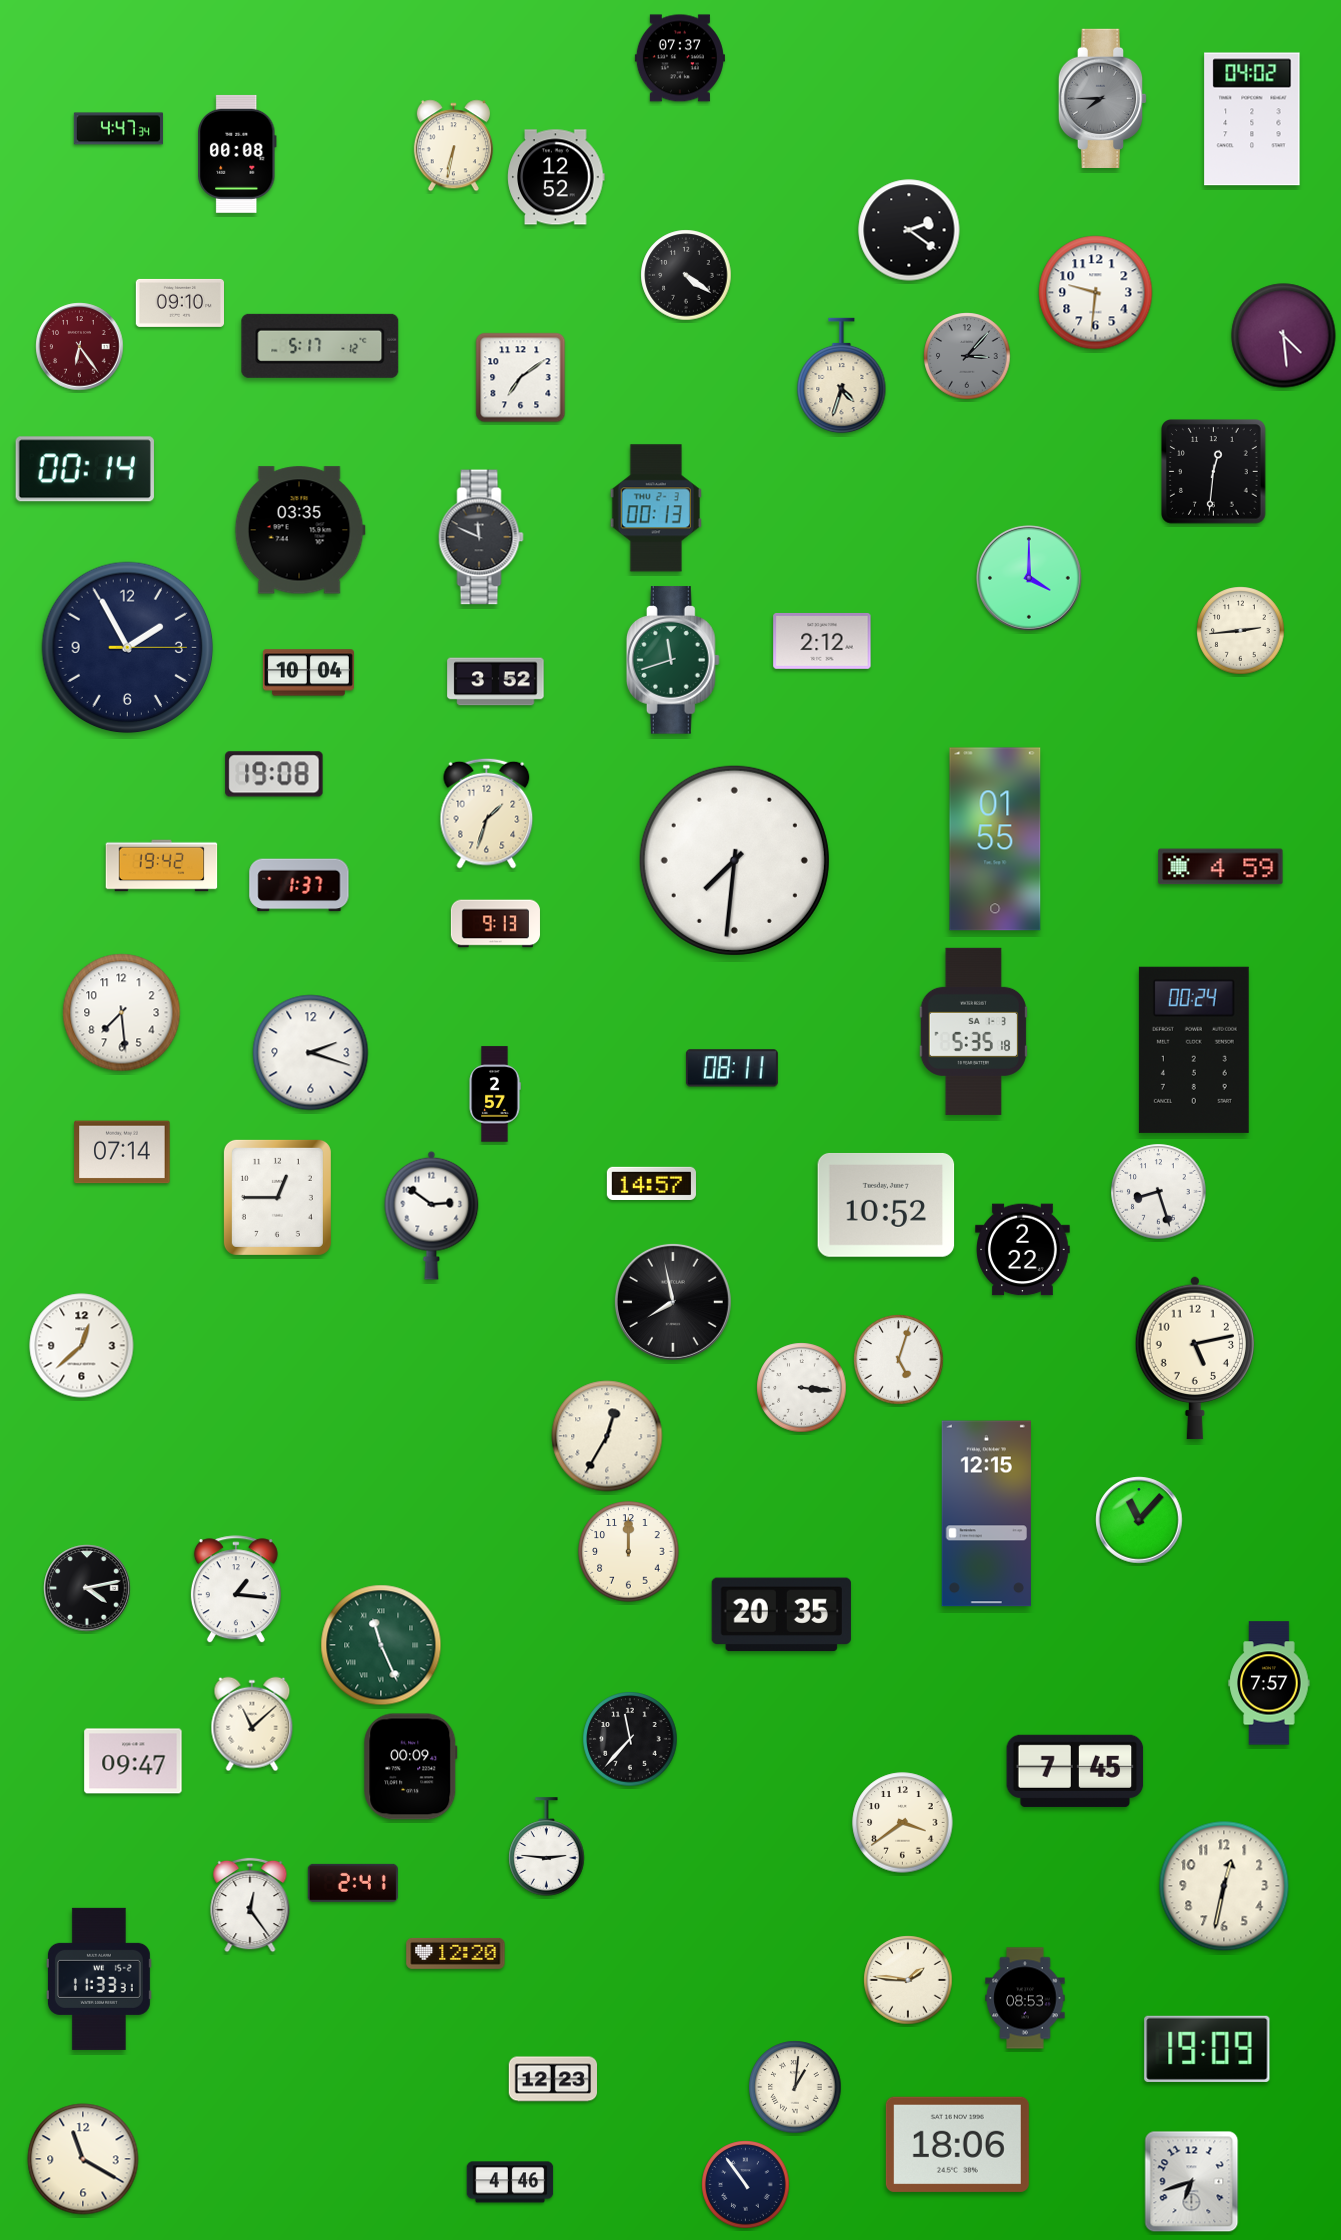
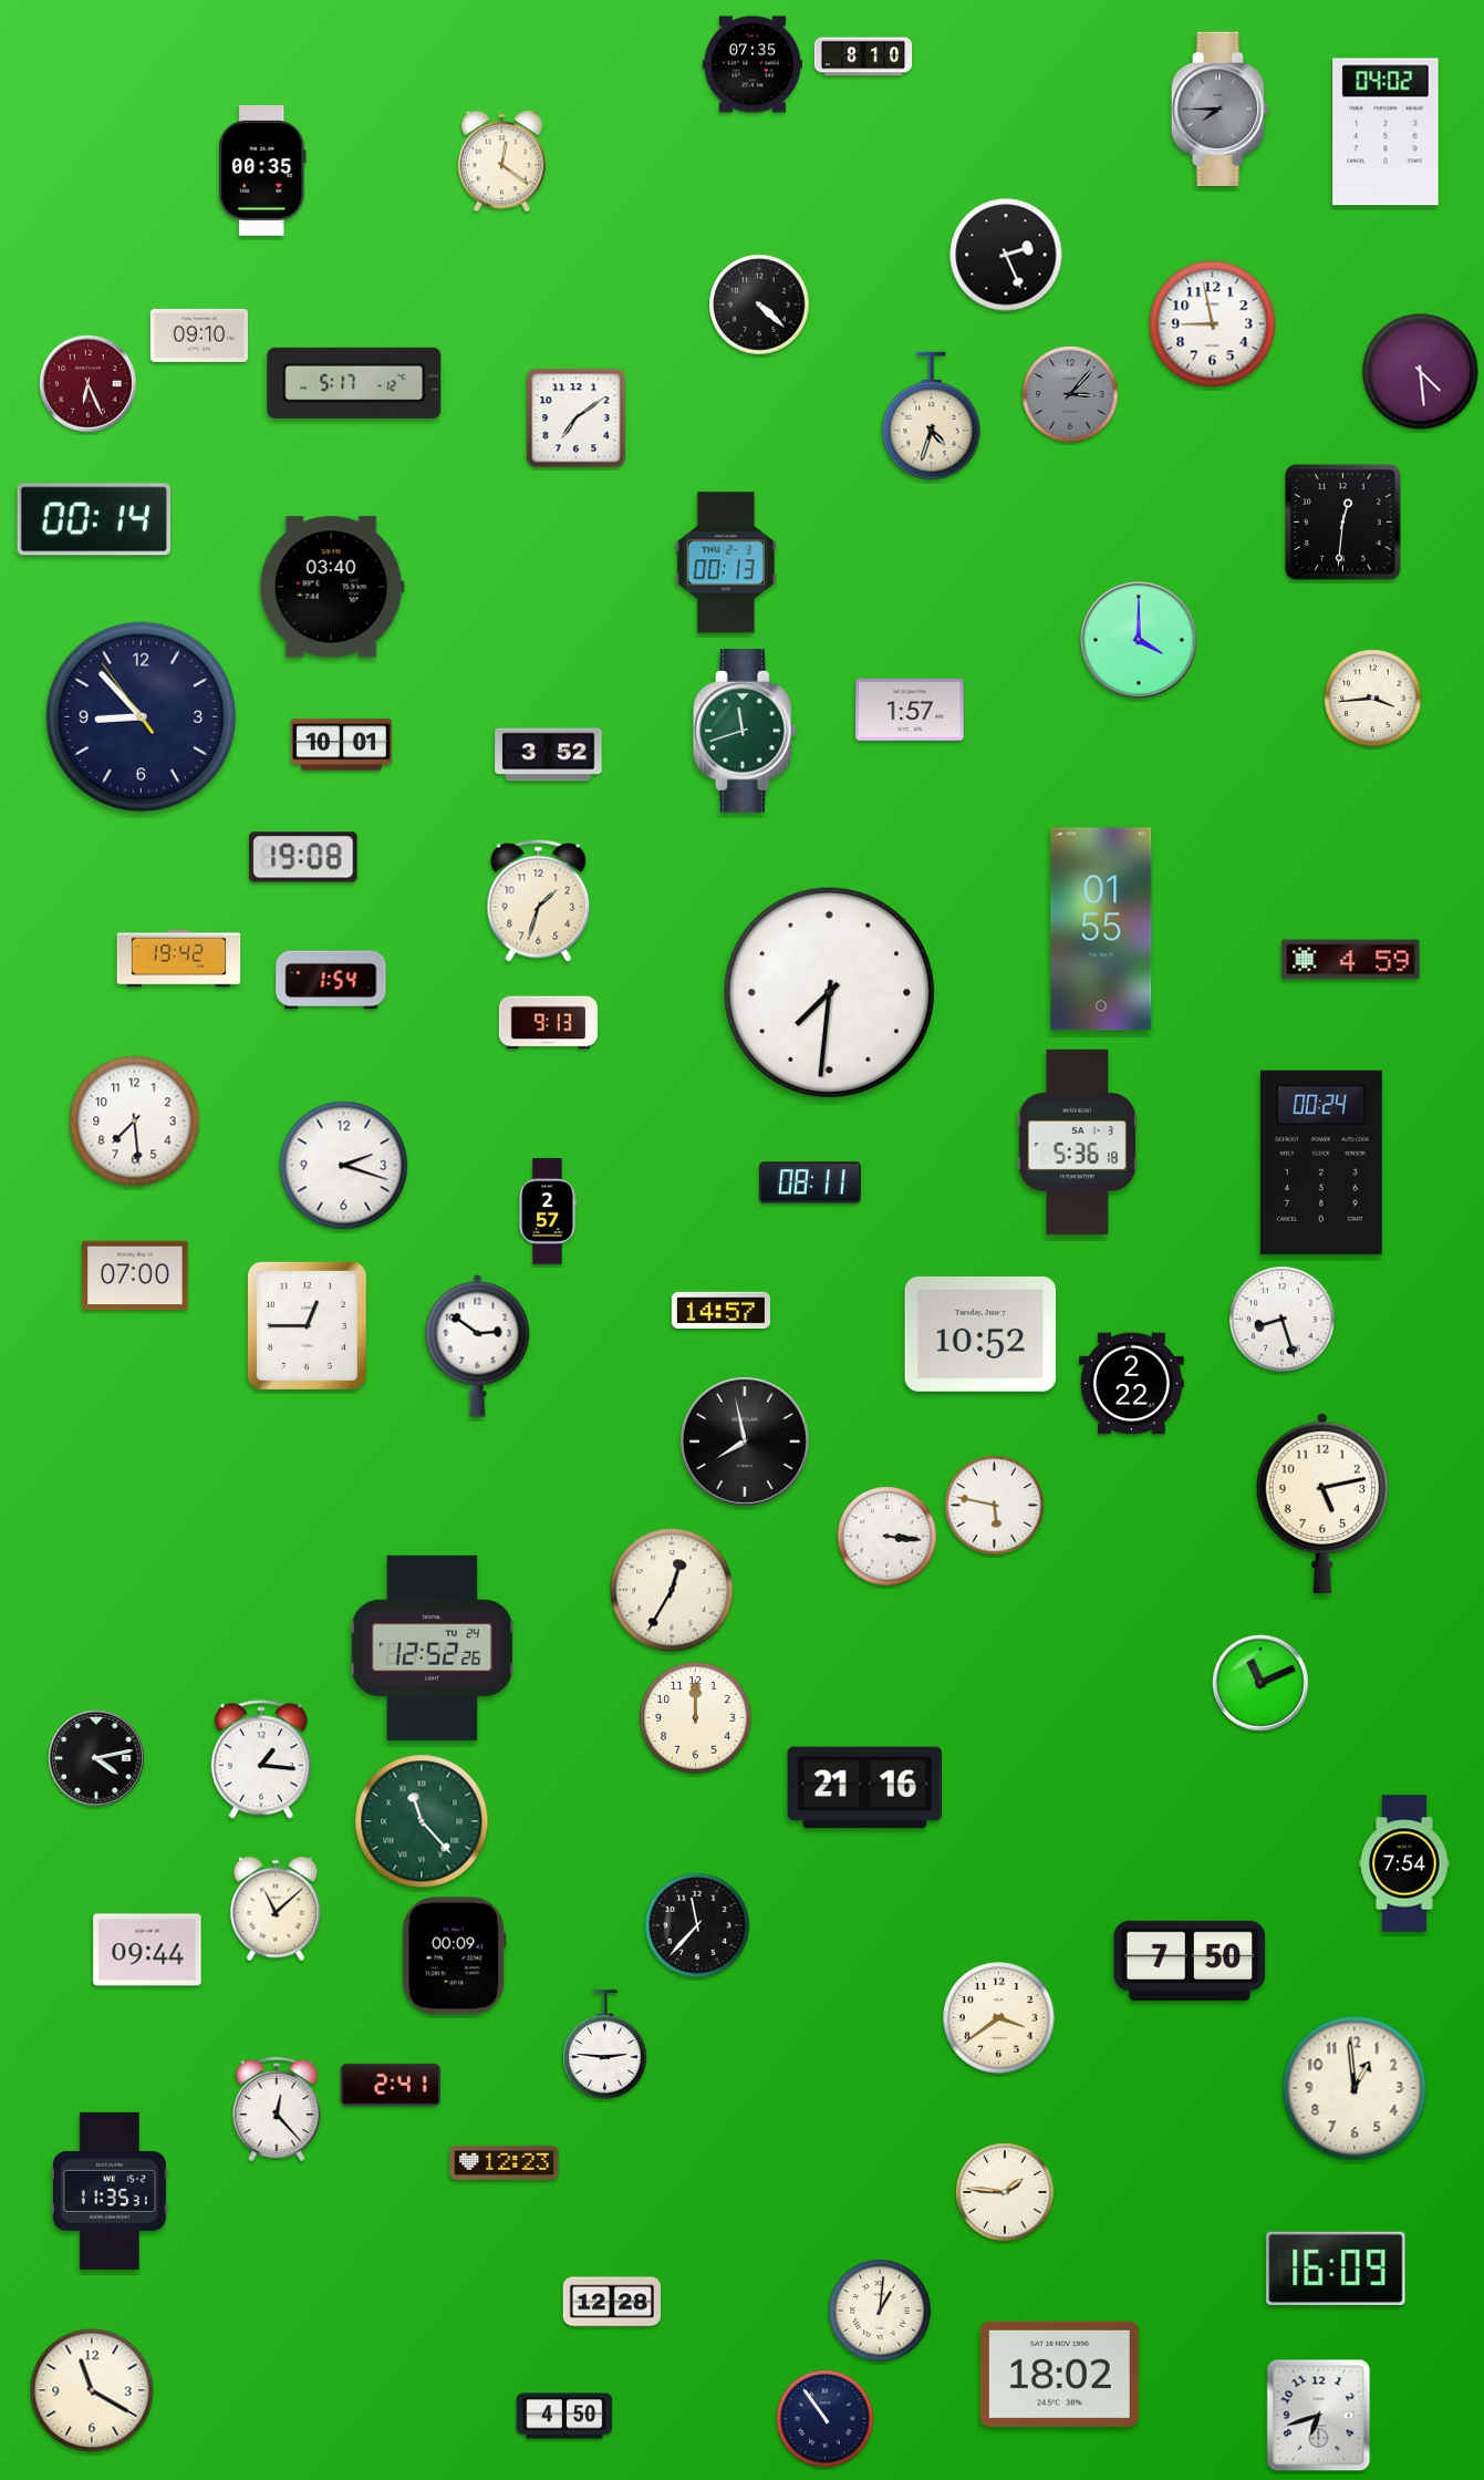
clock at (863, 56): none -> 8:10
clock at (680, 58): 07:37 -> 07:35
clock at (118, 129): 4:47 -> none
clock at (453, 146): 6:32 -> 12:21
clock at (238, 154): 00:08 -> 00:35
clock at (556, 177): 12:52 -> none
clock at (909, 230): 2:21 -> 2:26
clock at (686, 275): 4:21 -> 4:22
clock at (1096, 293): 9:31 -> 8:58
clock at (80, 347): 6:24 -> 6:26
clock at (300, 530): 03:35 -> 03:40
clock at (481, 537): 11:49 -> none
clock at (1241, 631): 2:44 -> 3:44
clock at (822, 641): 2:12 -> 1:57
clock at (128, 648): 1:55 -> 8:52
clock at (308, 673): 10:04 -> 10:01
clock at (734, 860) position: (734, 860) -> (829, 992)
clock at (299, 885): 1:37 -> 1:54
clock at (973, 1031): 5:35 -> 5:36
clock at (122, 1152): 07:14 -> 07:00
clock at (82, 1346): 12:38 -> none
clock at (899, 1360): 5:03 -> 5:47
clock at (432, 1647): none -> 12:52
clock at (986, 1514): 12:15 -> none
clock at (1139, 1520): 11:07 -> 11:11
clock at (781, 1615): 20:35 -> 21:16
clock at (381, 1645): 11:26 -> 11:23
clock at (1269, 1683): 7:57 -> 7:54
clock at (252, 1724) position: (252, 1724) -> (276, 1909)
clock at (133, 1761): 09:47 -> 09:44
clock at (1075, 1771): 7:45 -> 7:50
clock at (1224, 1886): 12:32 -> 12:59
clock at (250, 1905): 12:24 -> 12:23
clock at (456, 1953): 12:20 -> 12:23
clock at (99, 1979): 11:33 -> 11:35
clock at (1025, 1998): 08:53 -> none
clock at (1207, 2049): 19:09 -> 16:09
clock at (552, 2079): 12:23 -> 12:28
clock at (957, 2144): 18:06 -> 18:02
clock at (510, 2182): 4:46 -> 4:50
